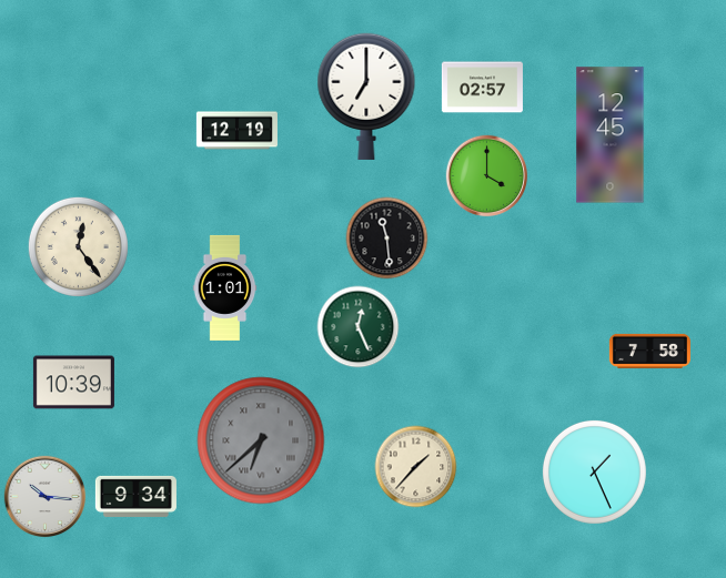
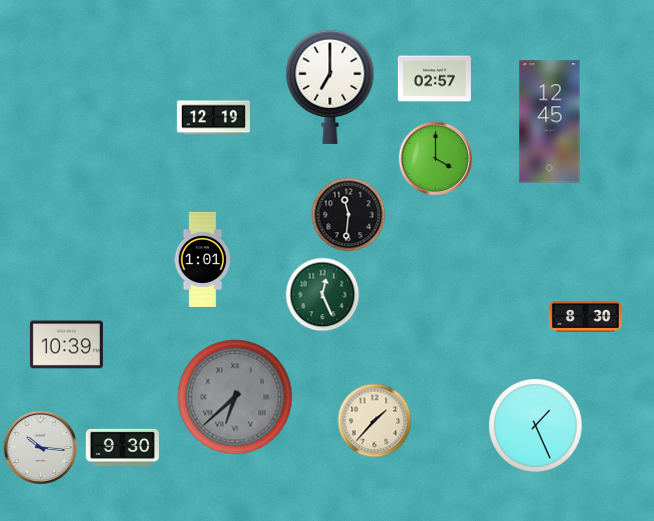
clock at (487, 176) position: (487, 176) -> (436, 159)
clock at (387, 239): 11:29 -> 11:31
clock at (78, 246): 12:24 -> none
clock at (649, 351): 7:58 -> 8:30
clock at (135, 496): 9:34 -> 9:30
